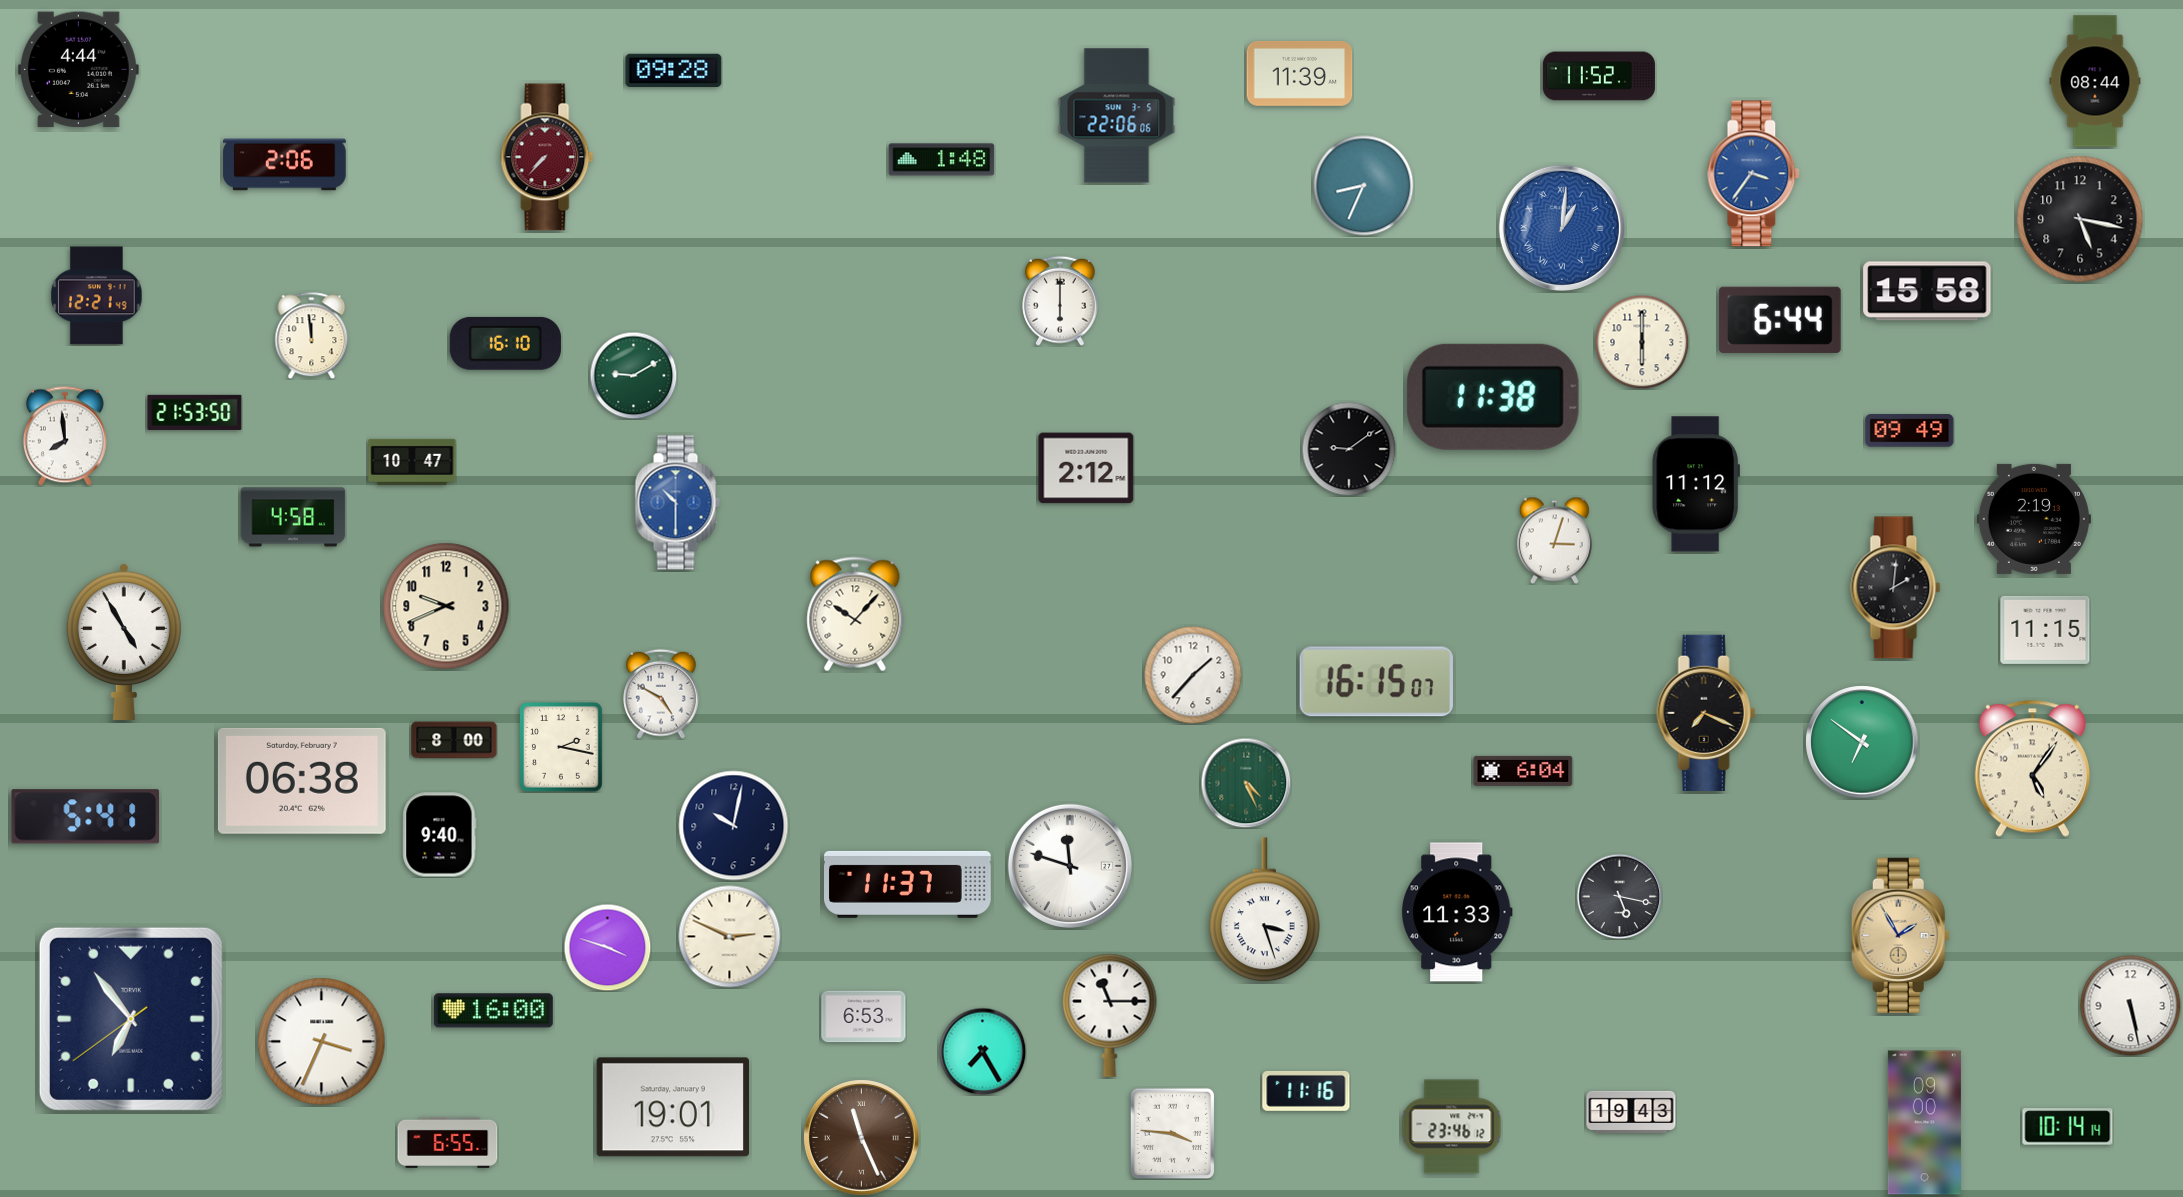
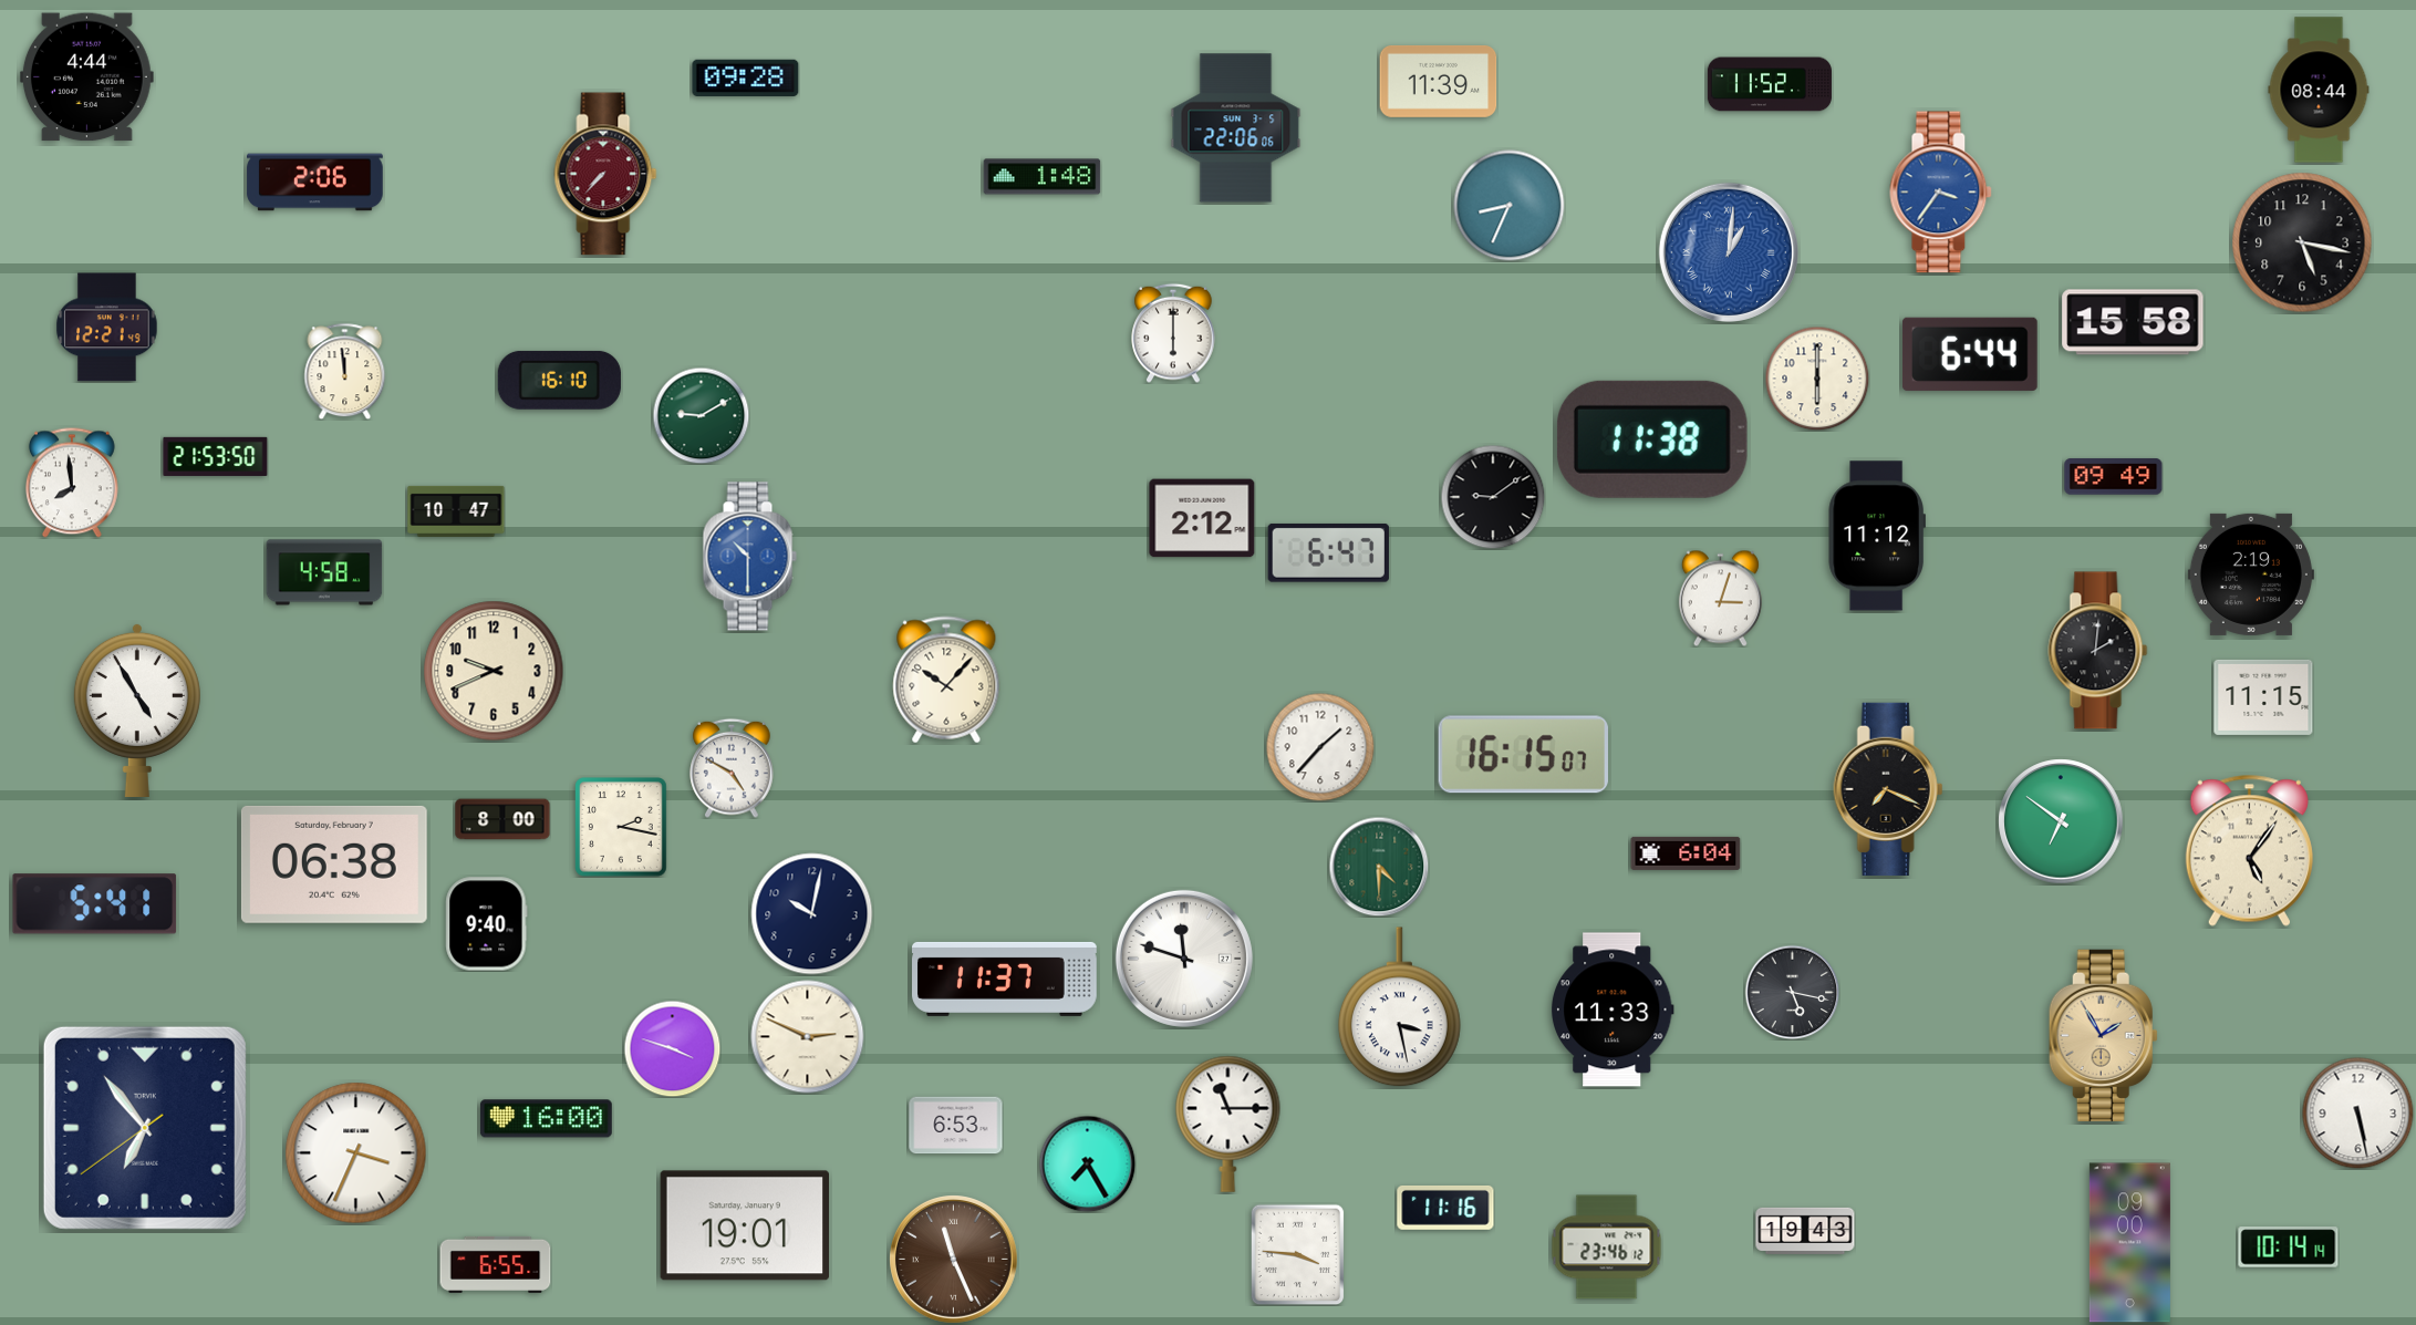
clock at (1328, 552): none -> 6:47
clock at (1246, 783): 4:26 -> 4:30
clock at (1264, 910): 3:27 -> 3:28
